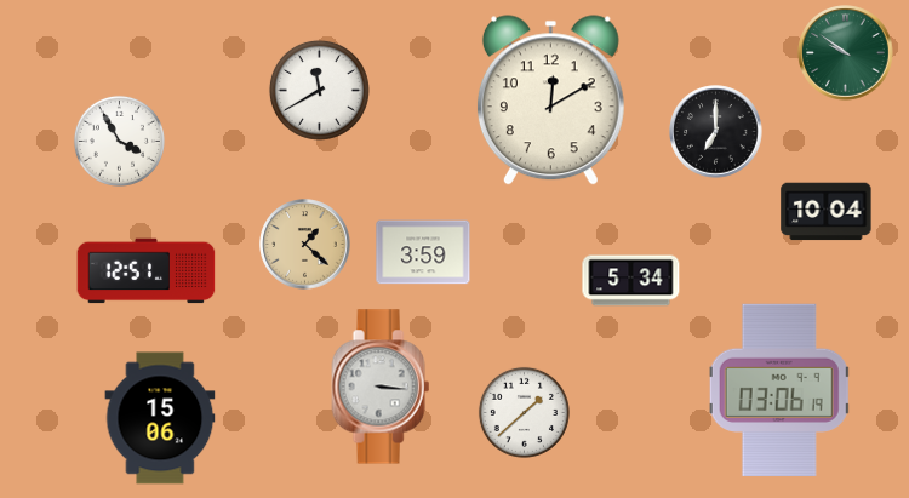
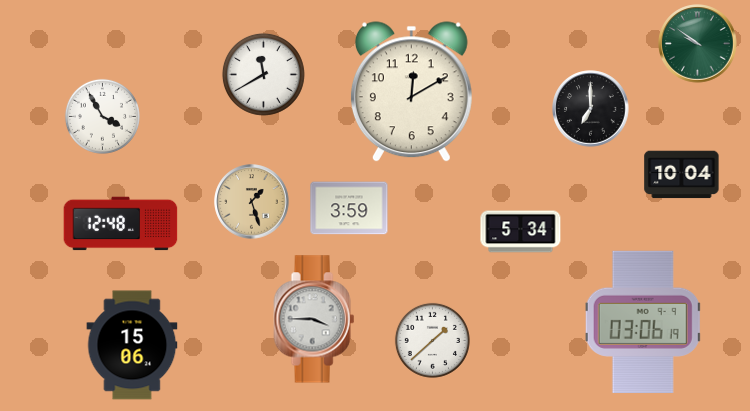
clock at (550, 101) position: (550, 101) -> (411, 92)
clock at (119, 141) position: (119, 141) -> (102, 116)
clock at (305, 245): 1:22 -> 1:27
clock at (147, 271): 12:51 -> 12:48
clock at (381, 387): 3:16 -> 3:45
